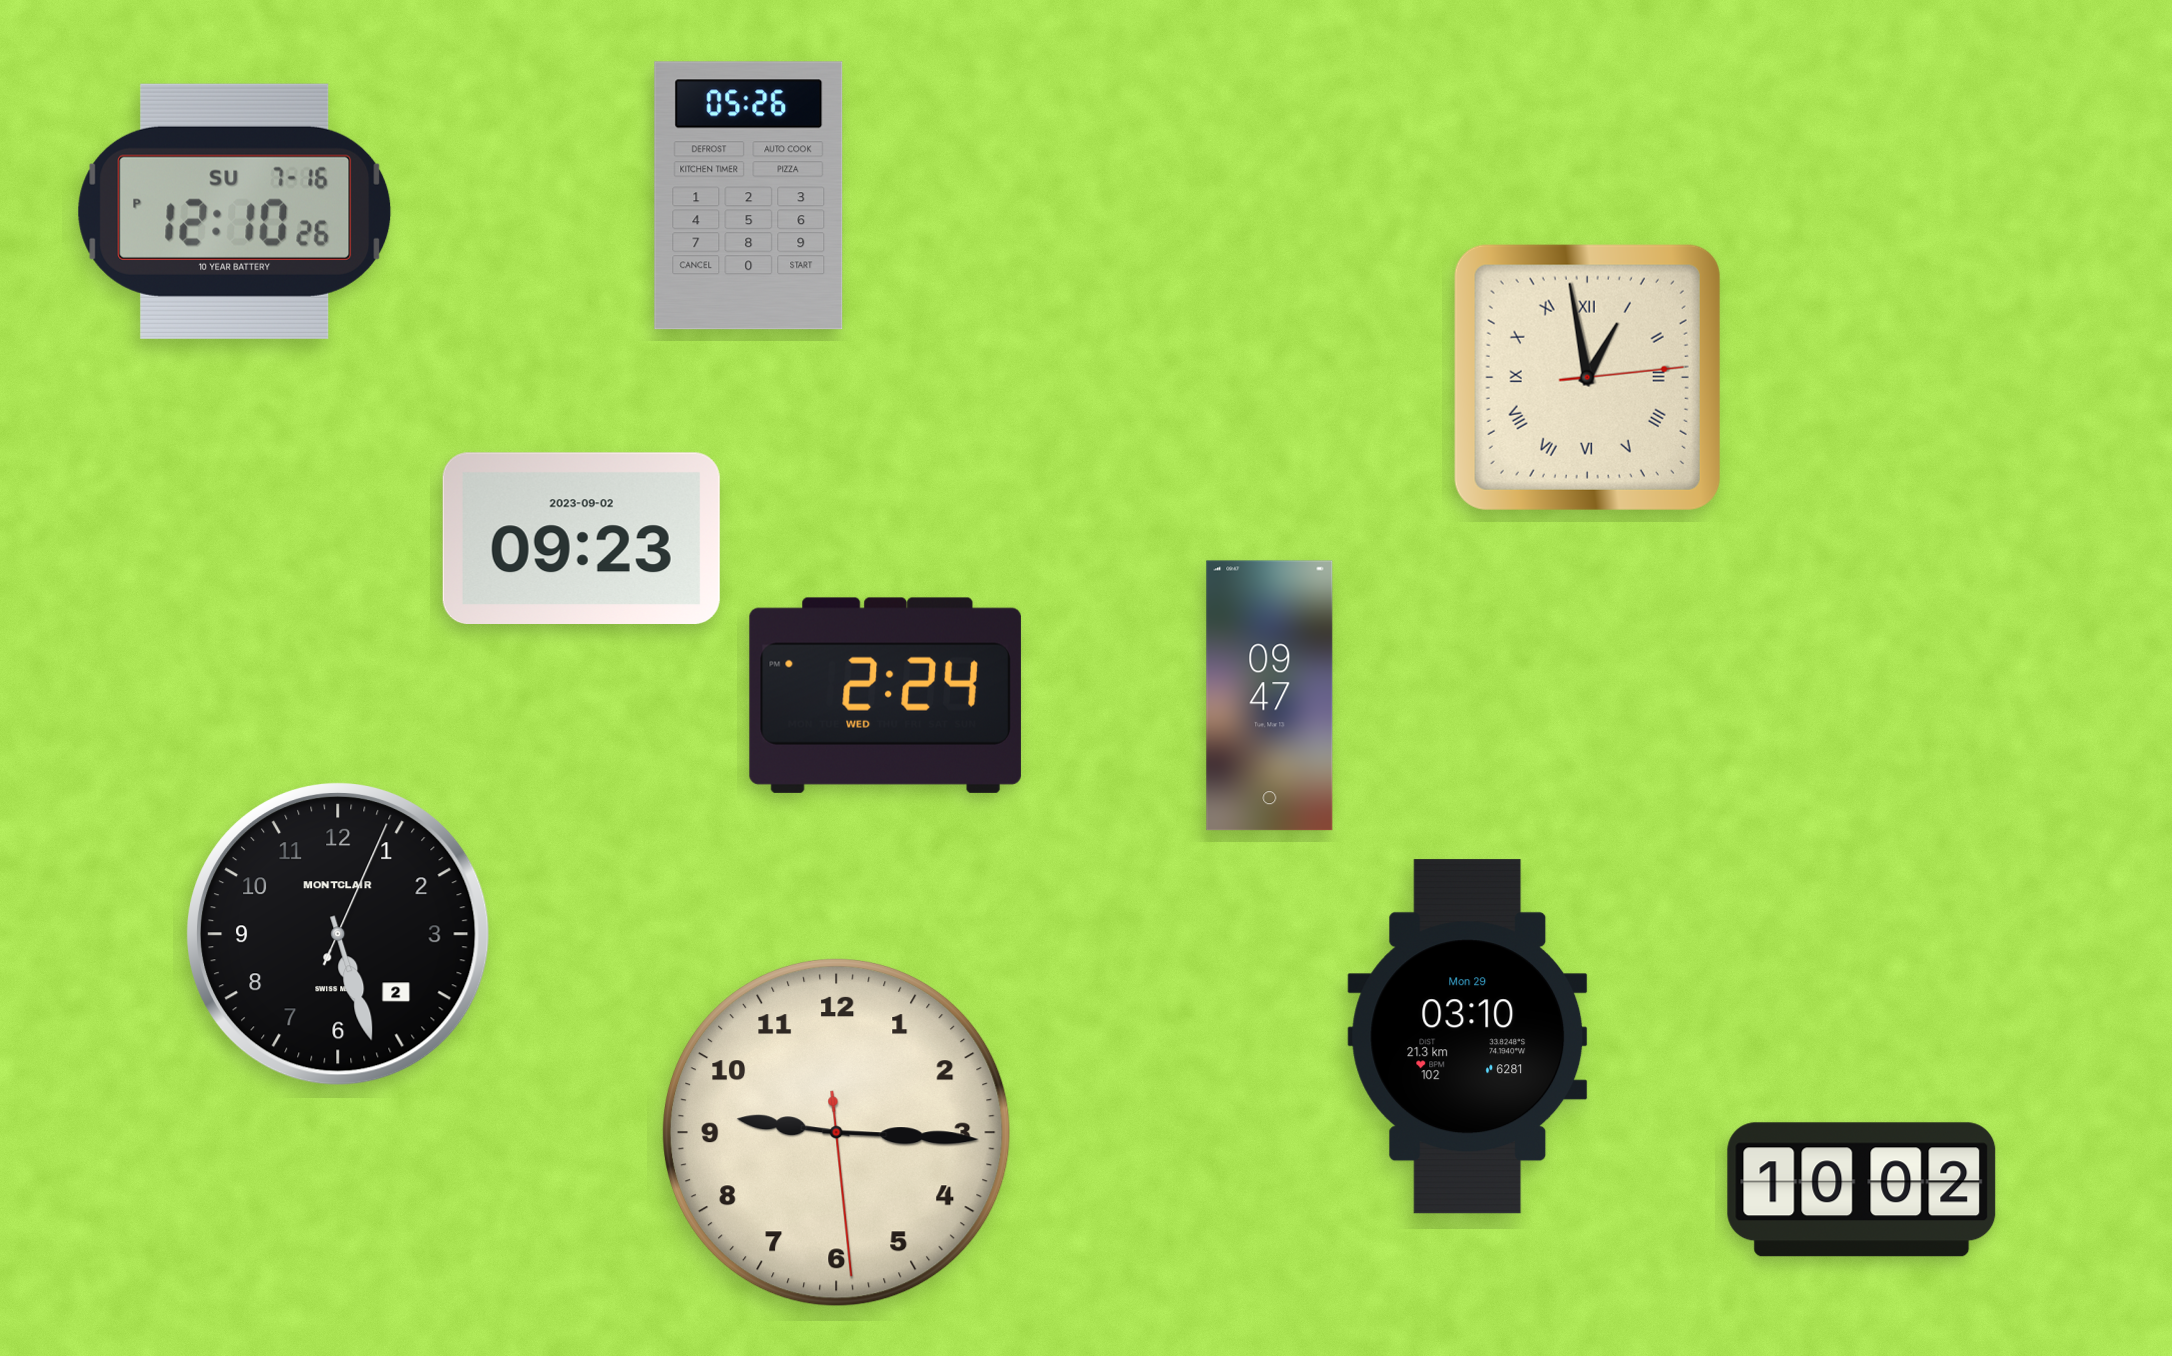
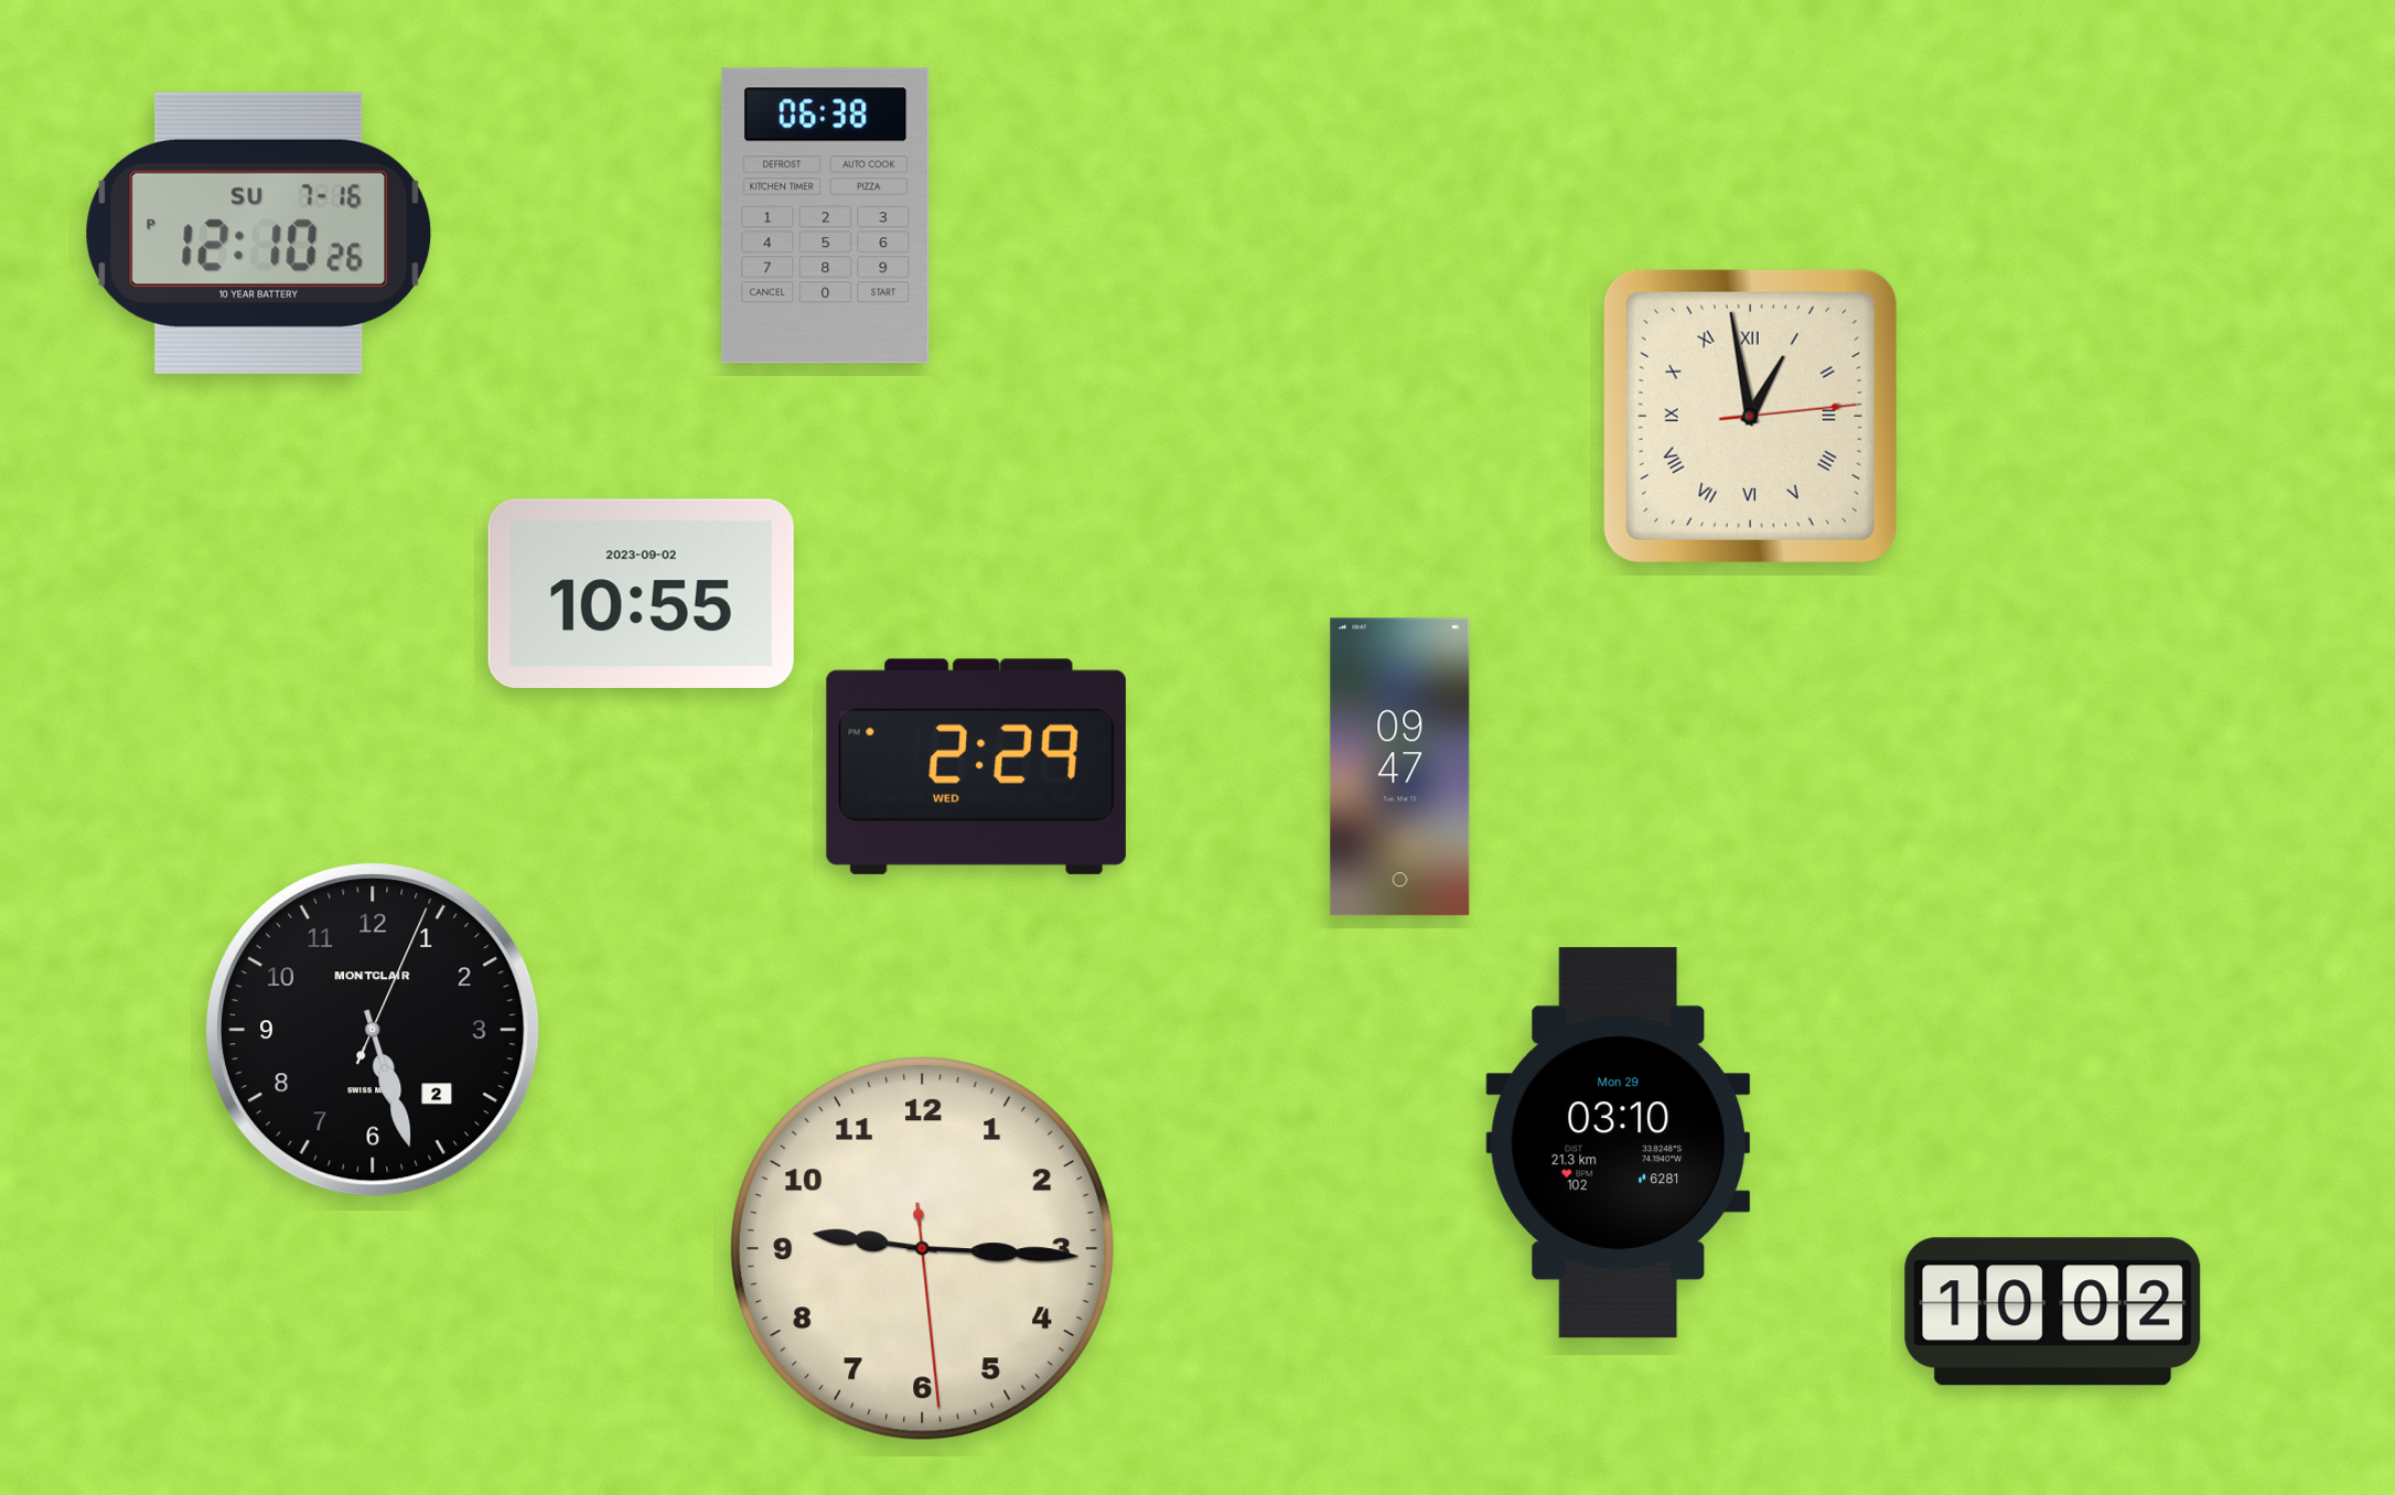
clock at (749, 196): 05:26 -> 06:38
clock at (581, 538): 09:23 -> 10:55
clock at (885, 695): 2:24 -> 2:29
